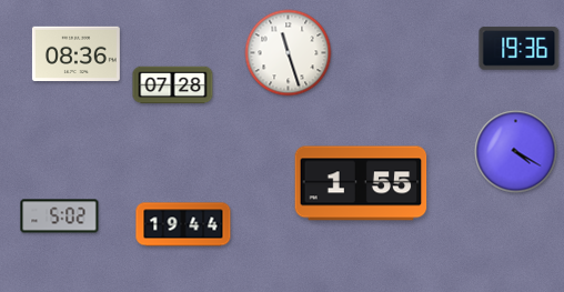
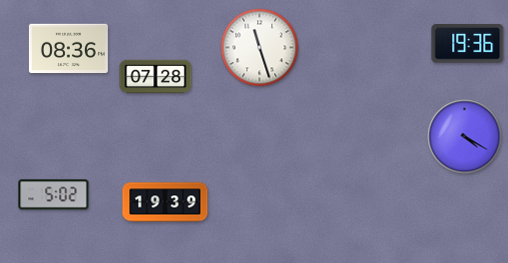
clock at (361, 183): 1:55 -> none
clock at (183, 224): 19:44 -> 19:39
